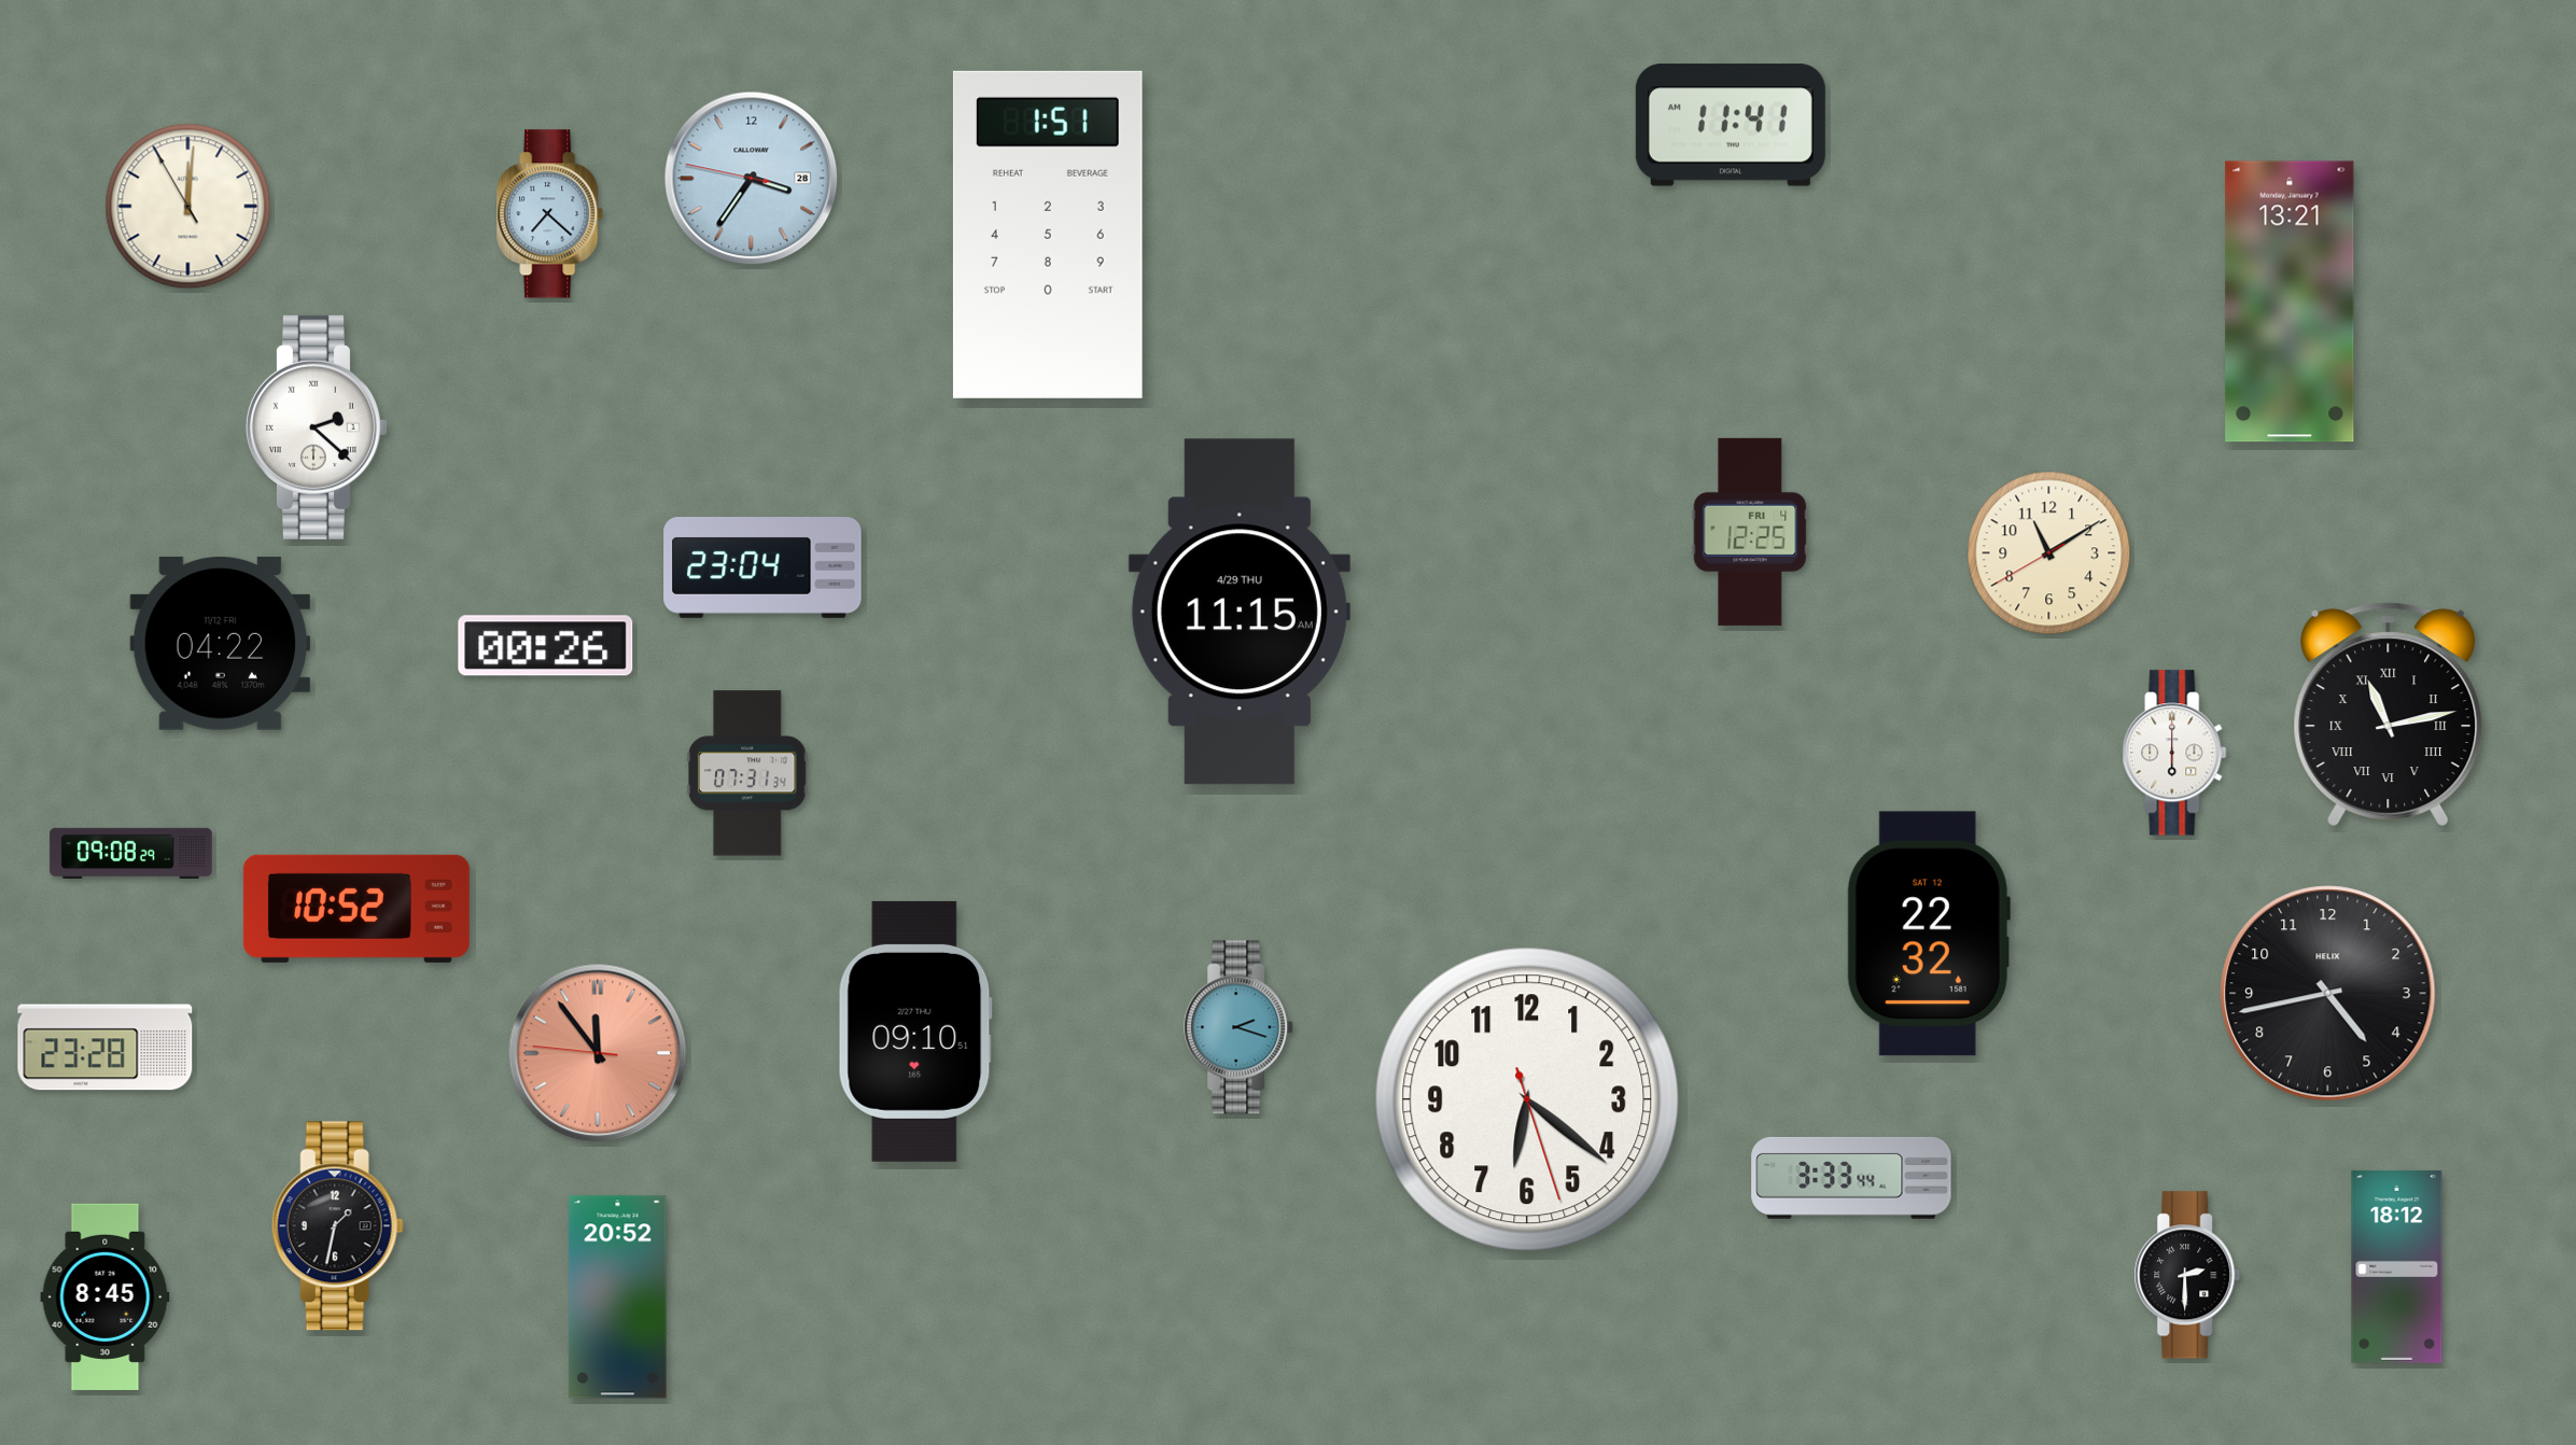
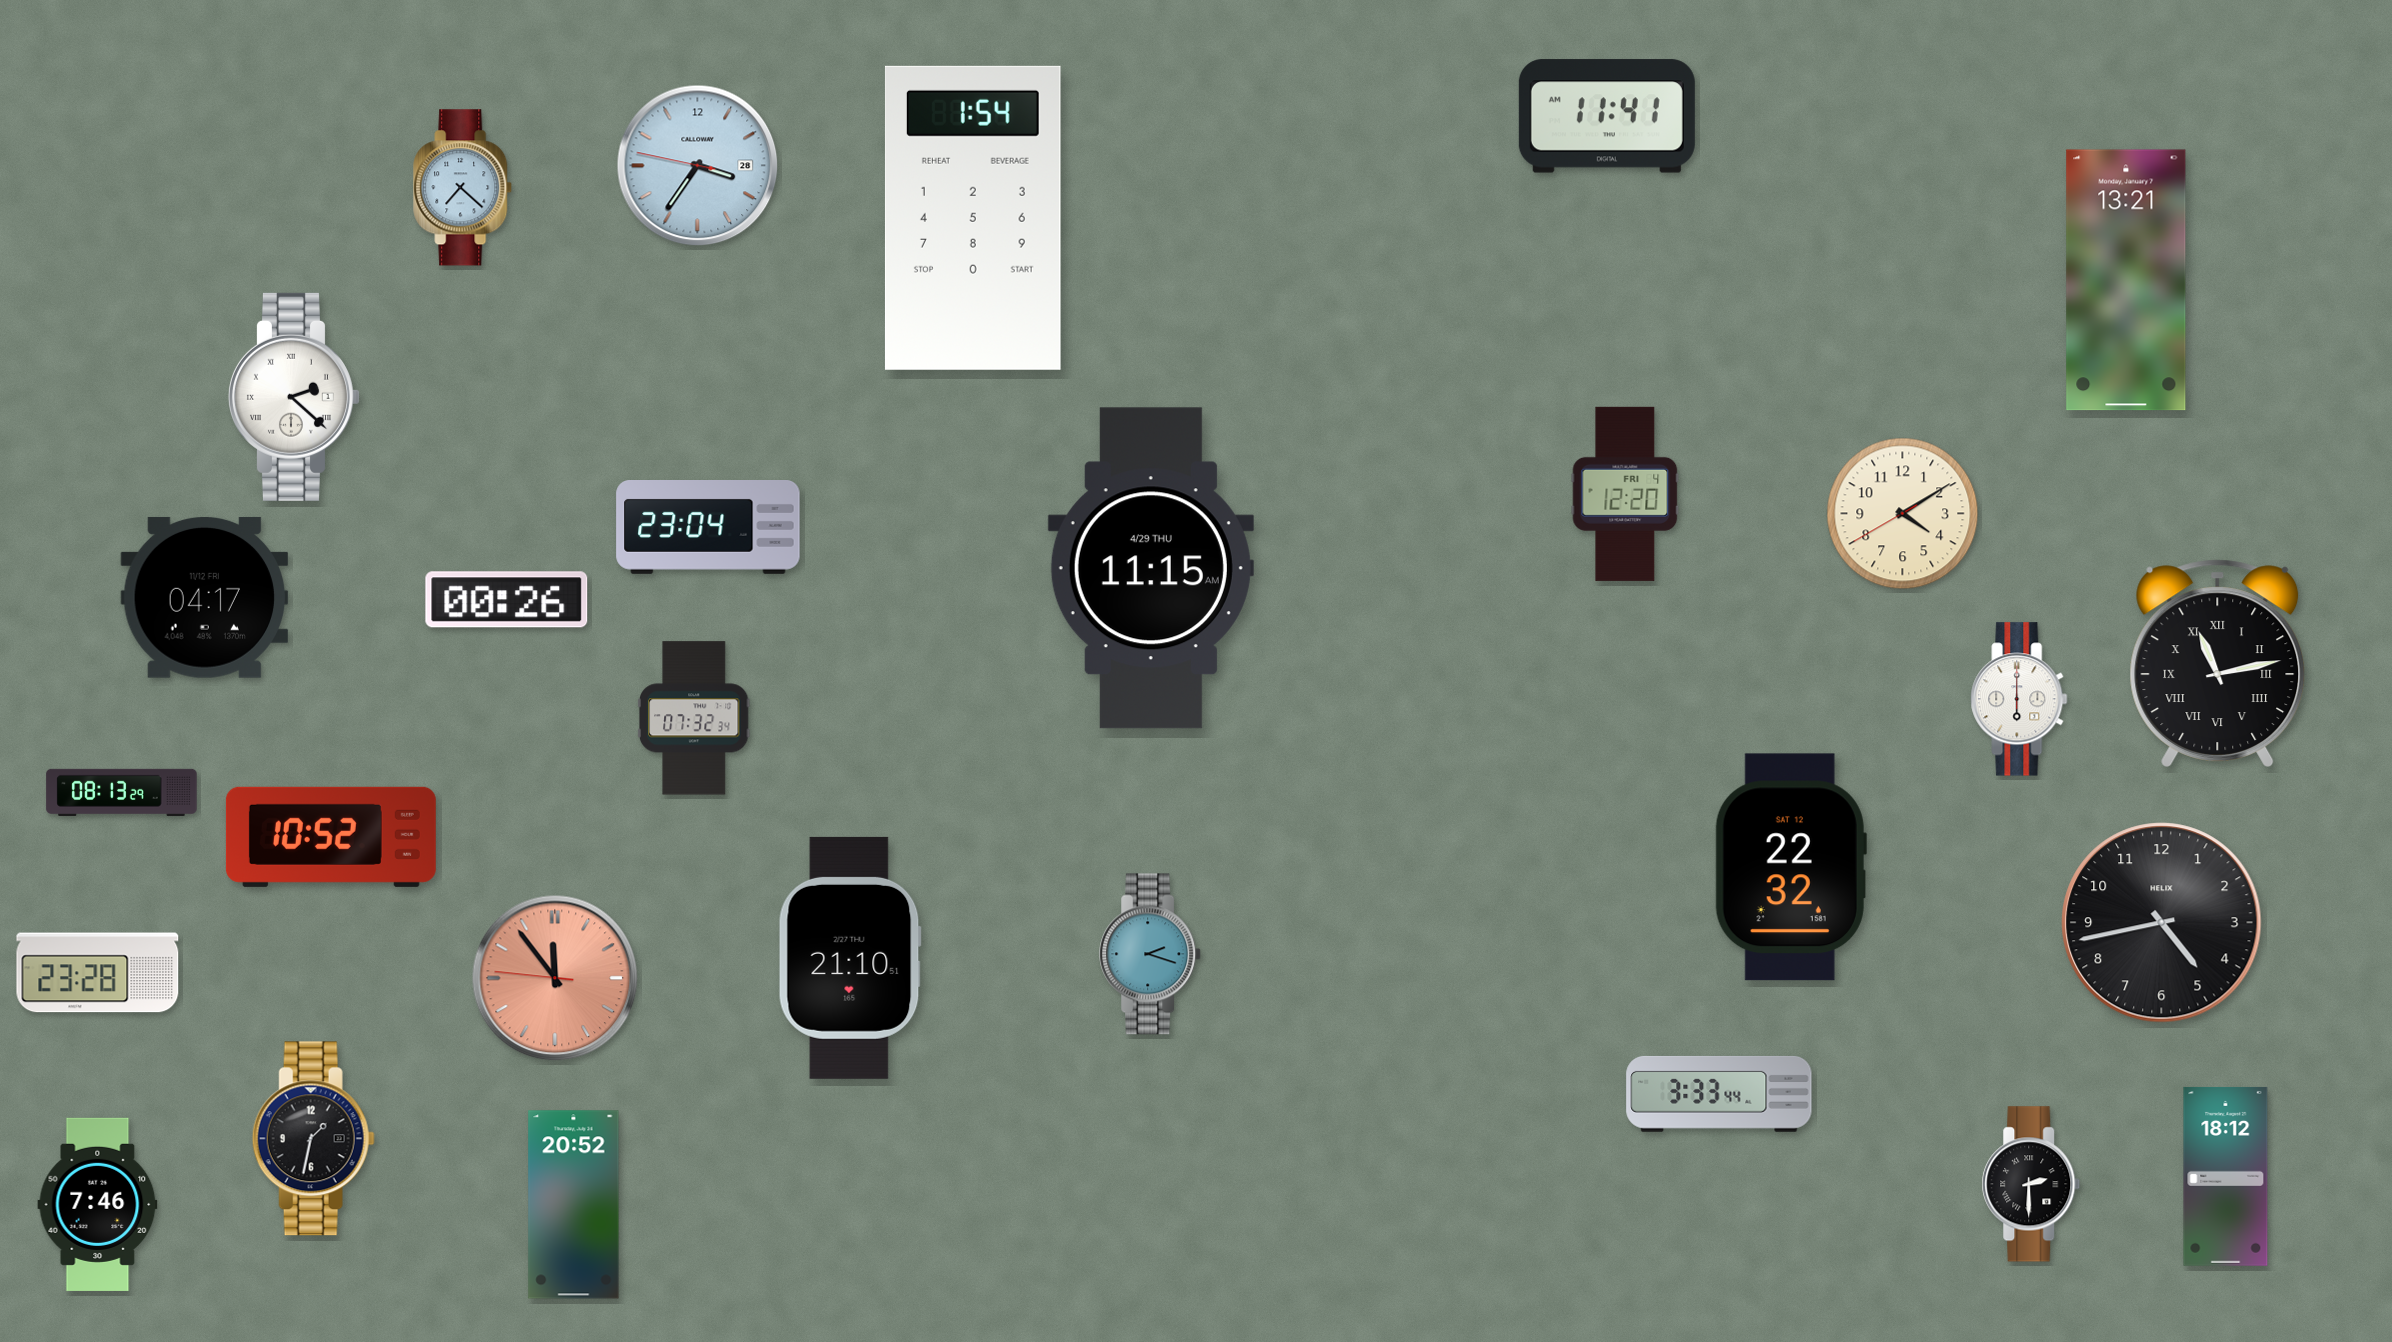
clock at (188, 207): 12:00 -> none
clock at (550, 214) position: (550, 214) -> (463, 188)
clock at (1048, 235): 1:51 -> 1:54
clock at (1750, 532): 12:25 -> 12:20
clock at (2049, 553): 11:09 -> 4:09
clock at (221, 643): 04:22 -> 04:17
clock at (747, 773): 07:31 -> 07:32
clock at (131, 853): 09:08 -> 08:13
clock at (356, 909) position: (356, 909) -> (331, 837)
clock at (915, 1032): 09:10 -> 21:10
clock at (1527, 1099): 6:21 -> none
clock at (106, 1296): 8:45 -> 7:46
